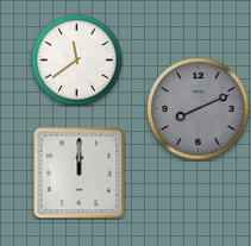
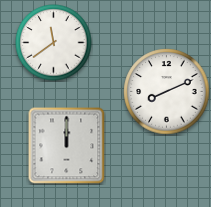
clock at (77, 61) position: (77, 61) -> (54, 43)
clock at (199, 109) dial: grey -> white
